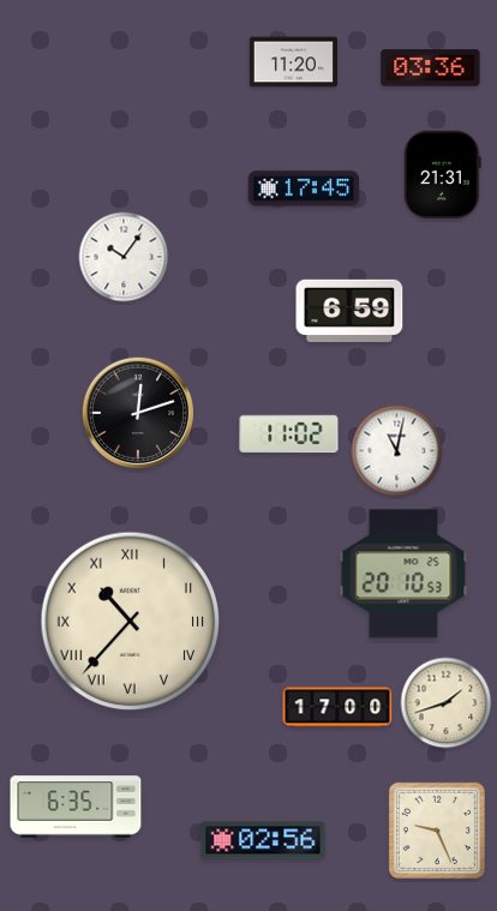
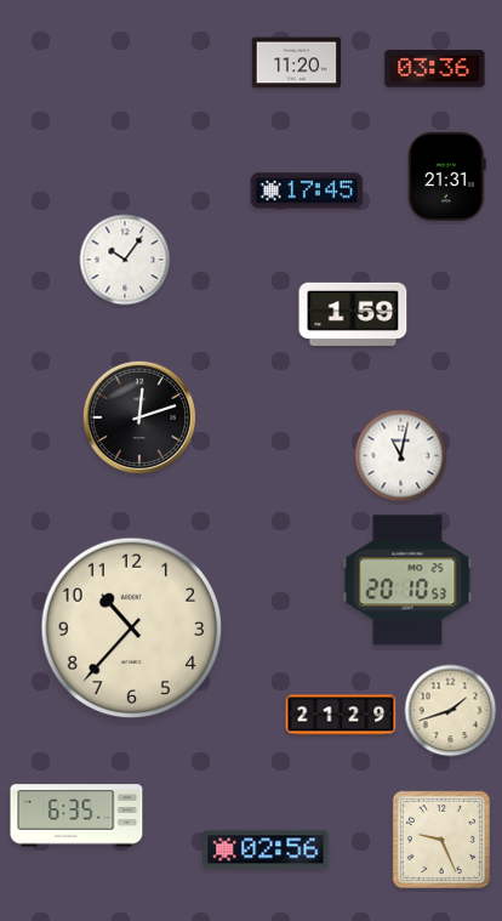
clock at (349, 311): 6:59 -> 1:59
clock at (289, 434): 11:02 -> none
clock at (131, 622) numerals: Roman -> Arabic
clock at (337, 707): 17:00 -> 21:29
